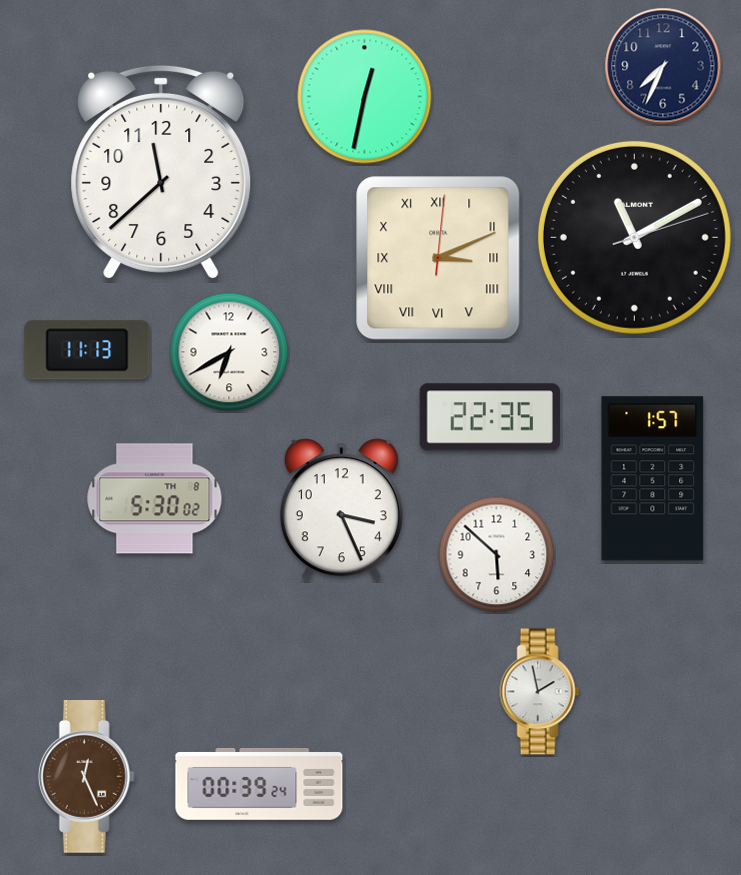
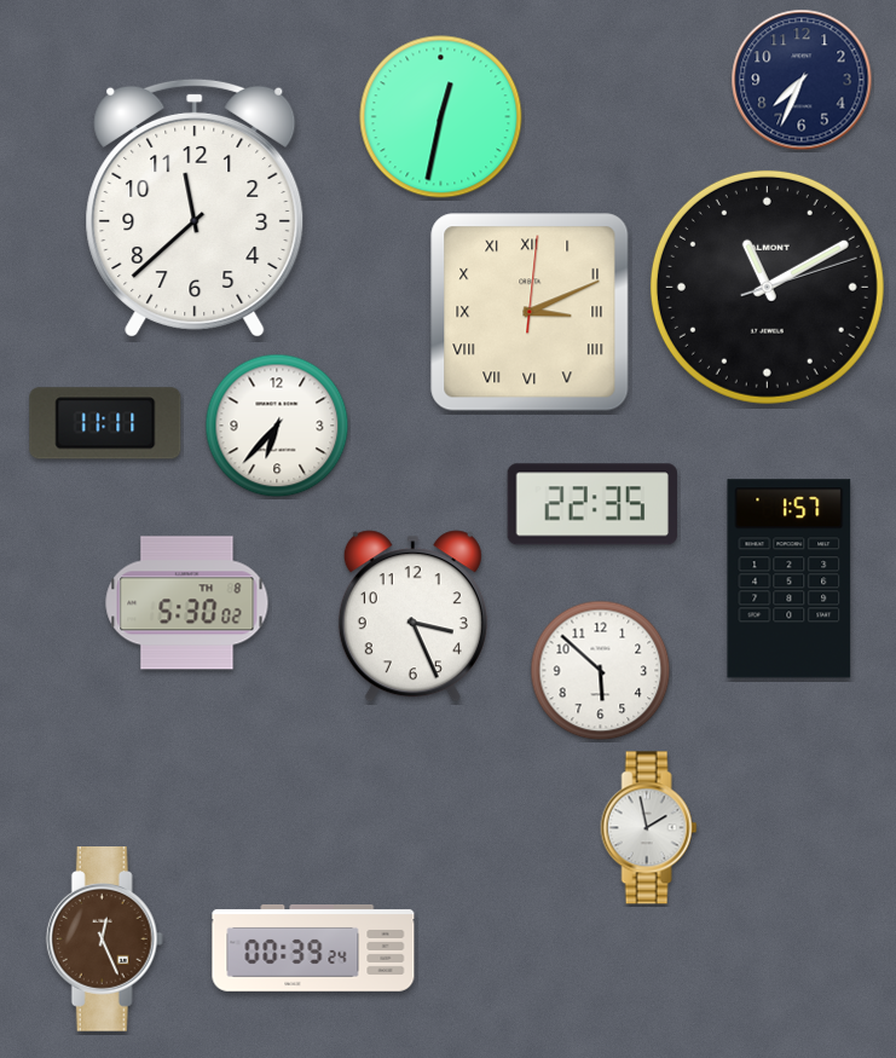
clock at (87, 350): 11:13 -> 11:11
clock at (229, 352): 6:40 -> 6:37
clock at (540, 692) position: (540, 692) -> (649, 828)
